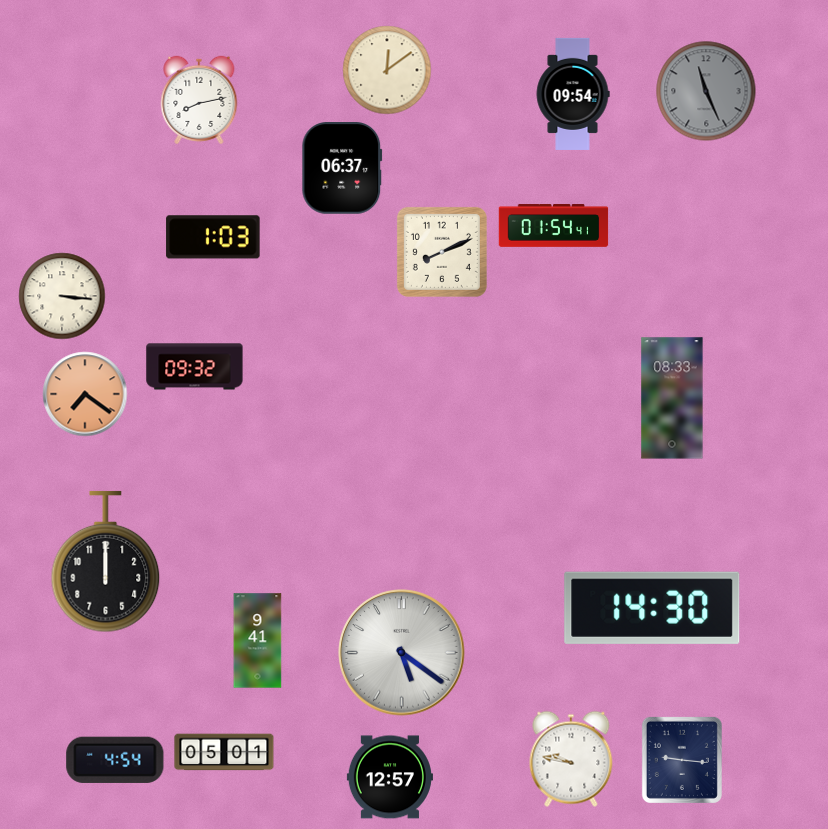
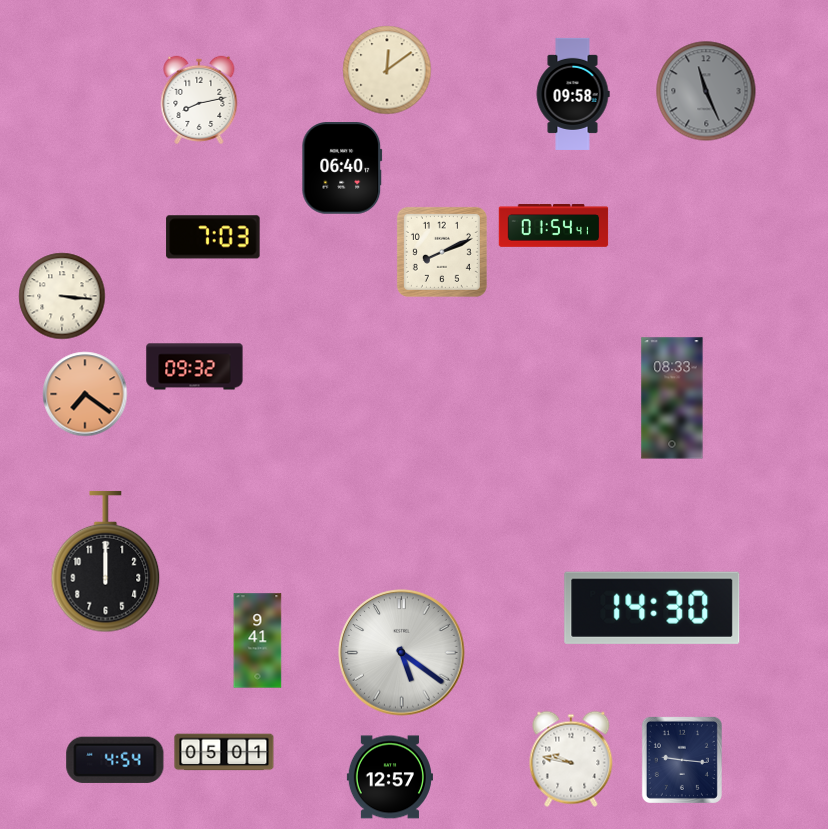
clock at (573, 94): 09:54 -> 09:58
clock at (342, 168): 06:37 -> 06:40
clock at (213, 237): 1:03 -> 7:03
